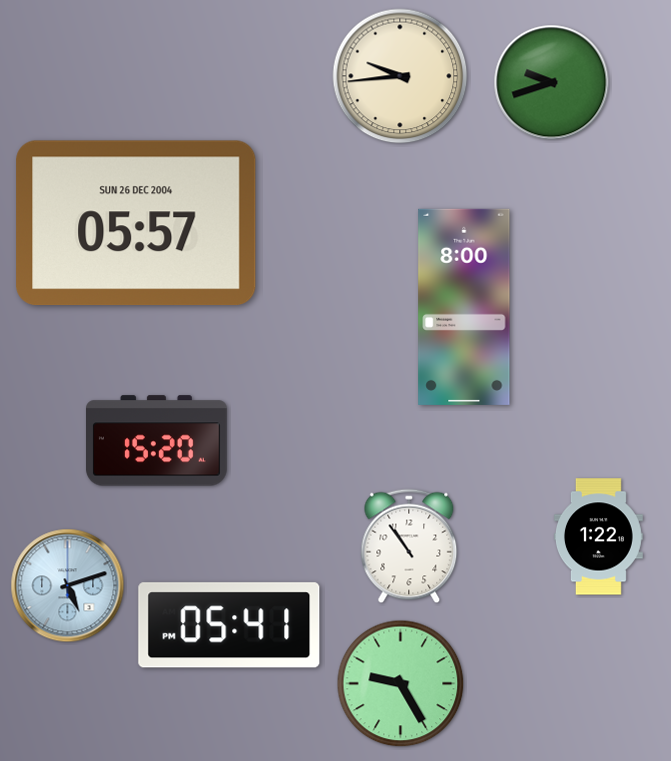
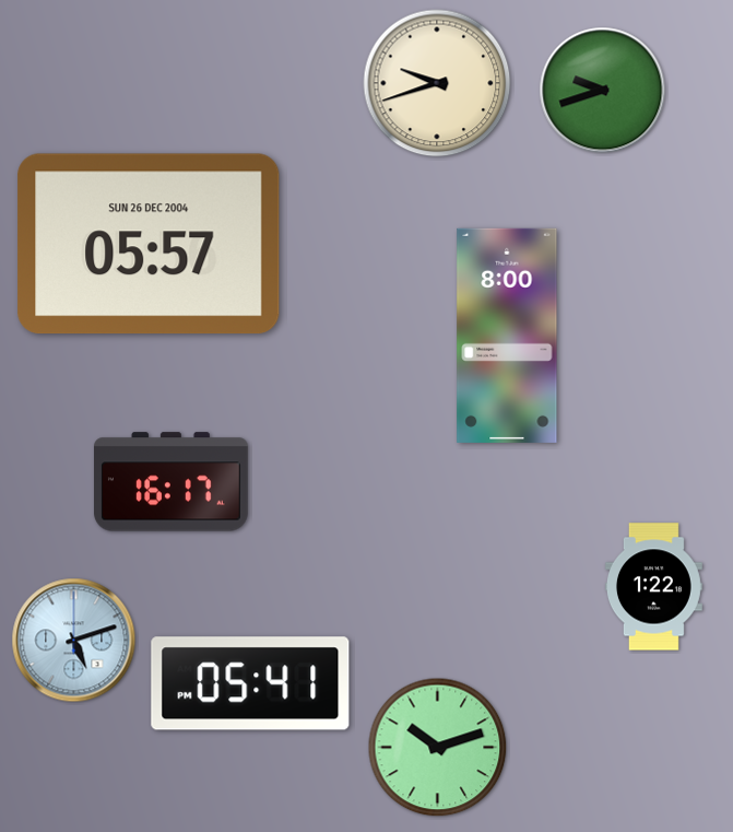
clock at (400, 76): 9:44 -> 9:42
clock at (157, 441): 15:20 -> 16:17
clock at (409, 546): 10:54 -> none
clock at (401, 684): 9:25 -> 10:12
